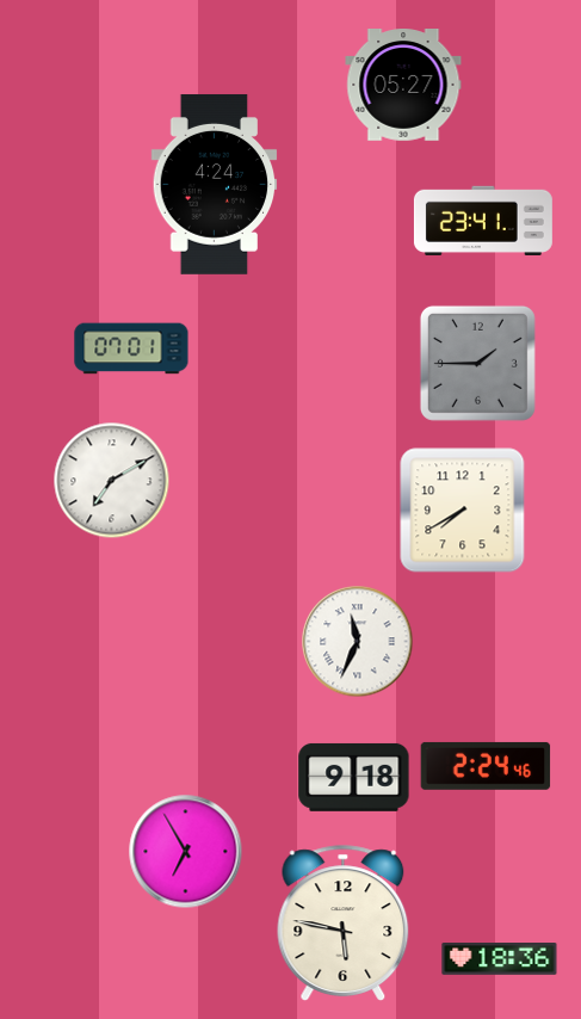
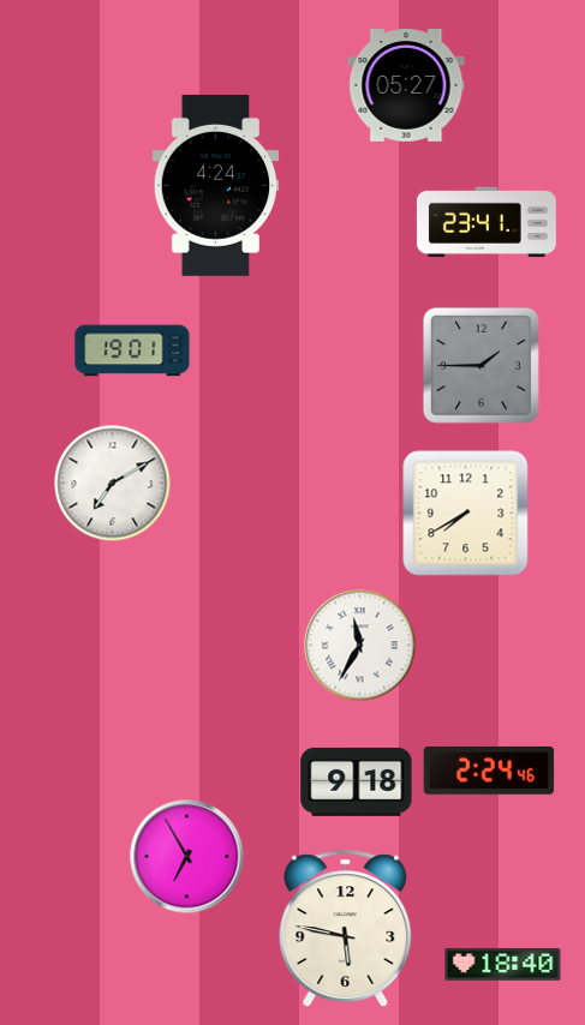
clock at (131, 348): 07:01 -> 19:01
clock at (358, 642): 11:34 -> 11:35
clock at (500, 959): 18:36 -> 18:40
